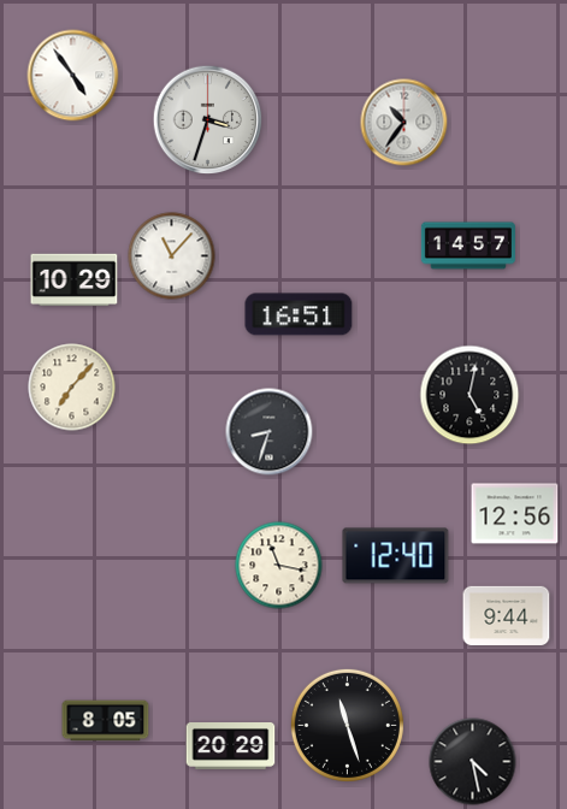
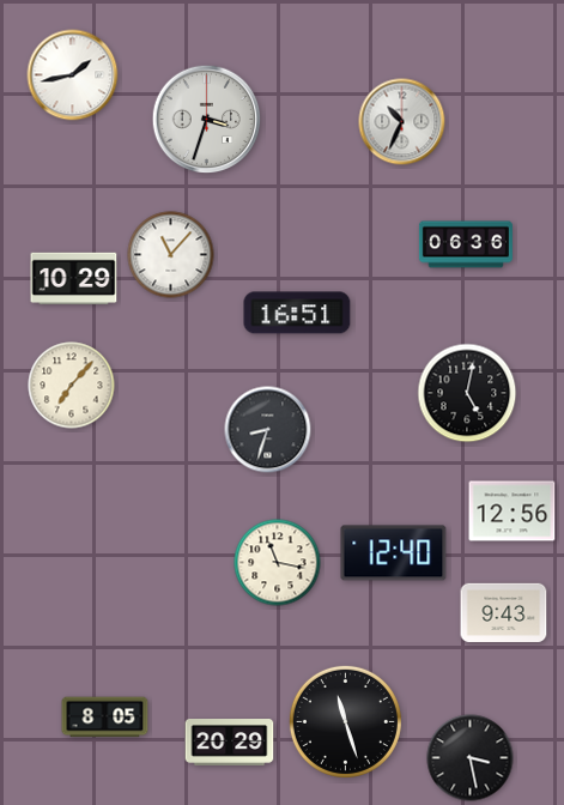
clock at (73, 76): 4:54 -> 1:43
clock at (404, 123): 10:36 -> 10:34
clock at (468, 246): 14:57 -> 06:36
clock at (507, 615): 9:44 -> 9:43
clock at (473, 762): 4:28 -> 3:28
